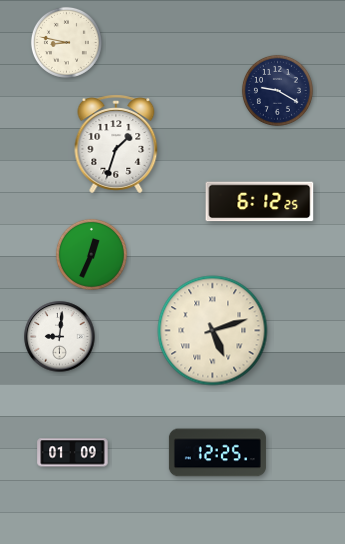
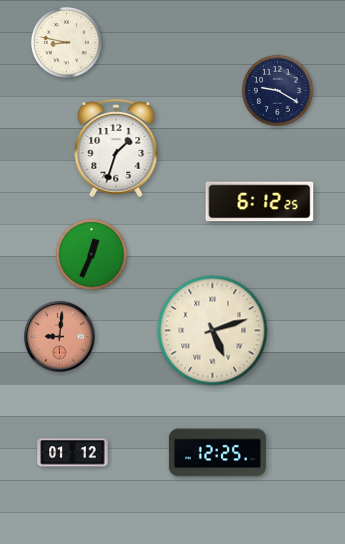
clock at (116, 144) position: (116, 144) -> (116, 148)
clock at (60, 337) dial: white -> salmon
clock at (73, 453): 01:09 -> 01:12
